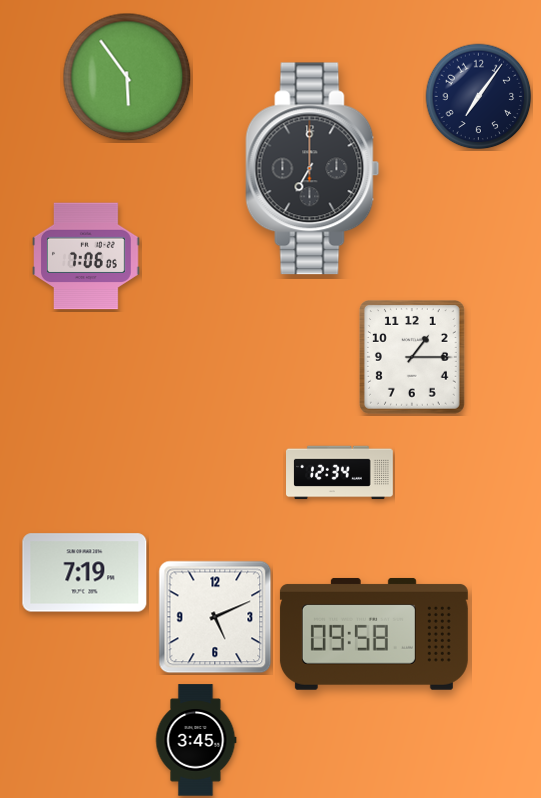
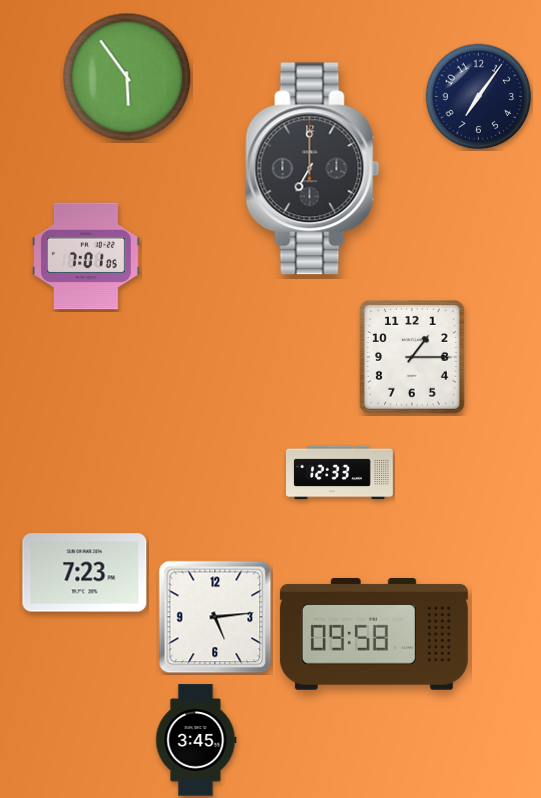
clock at (87, 256): 7:06 -> 7:01
clock at (340, 473): 12:34 -> 12:33
clock at (85, 573): 7:19 -> 7:23
clock at (215, 617): 5:11 -> 5:14
